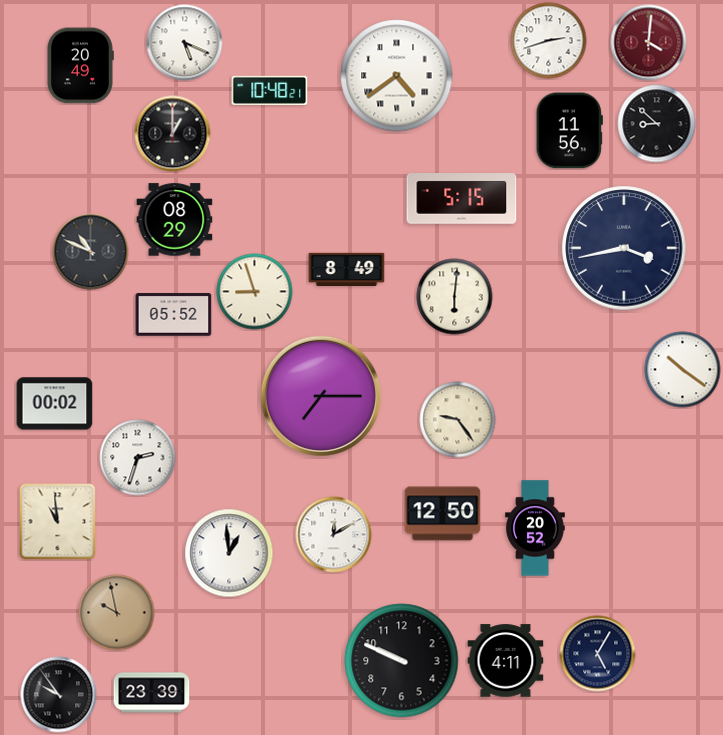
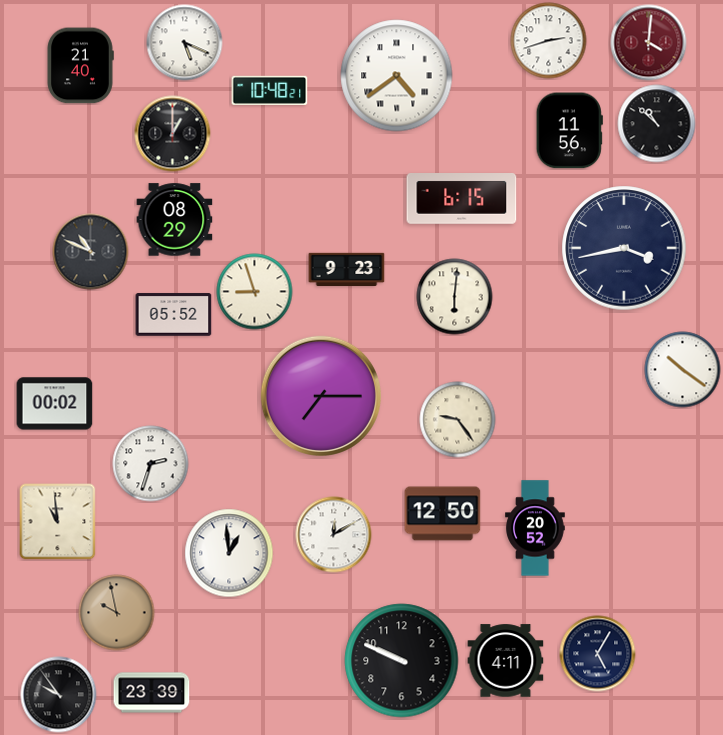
clock at (80, 66): 20:49 -> 21:40
clock at (657, 124): 8:52 -> 10:52
clock at (462, 199): 5:15 -> 6:15
clock at (347, 269): 8:49 -> 9:23
clock at (138, 458) position: (138, 458) -> (151, 464)
